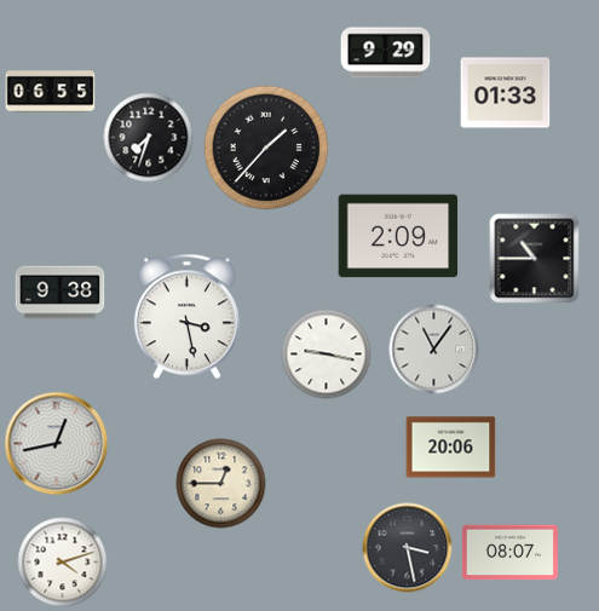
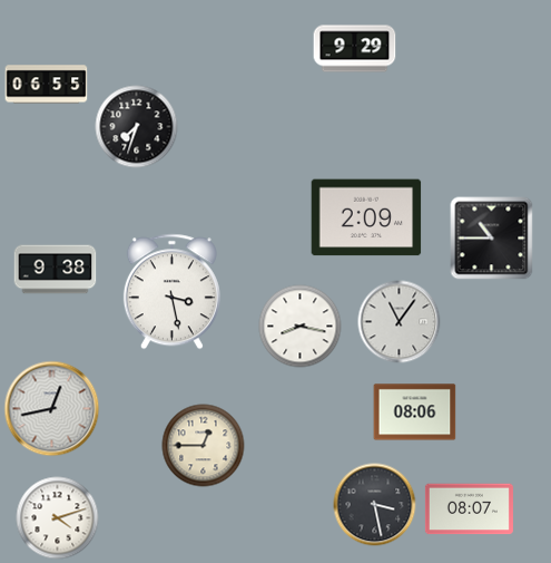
clock at (506, 93): 01:33 -> none
clock at (266, 148): 1:37 -> none
clock at (327, 355): 9:17 -> 8:17
clock at (451, 448): 20:06 -> 08:06
